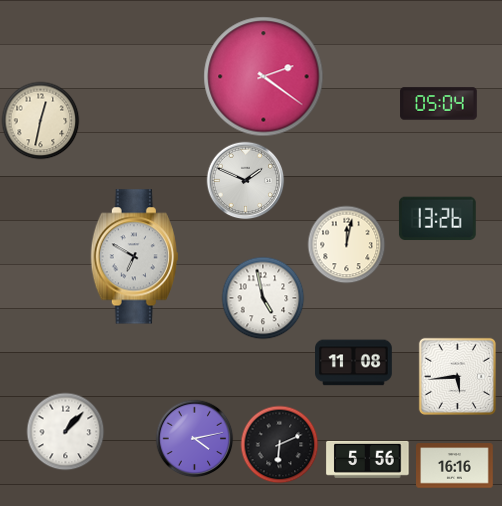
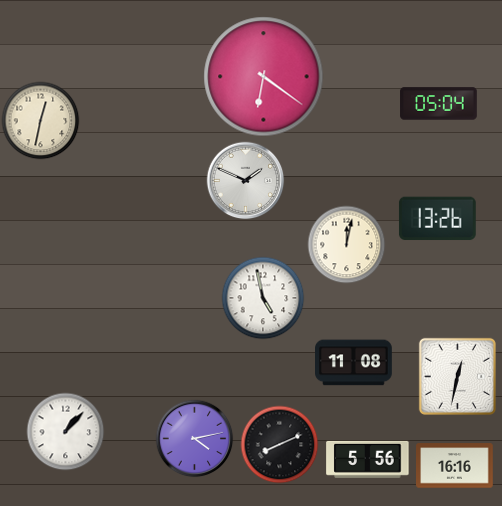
clock at (264, 77): 2:21 -> 6:21
clock at (134, 257): 6:50 -> none
clock at (457, 376): 5:44 -> 12:32
clock at (279, 444): 6:11 -> 8:11
